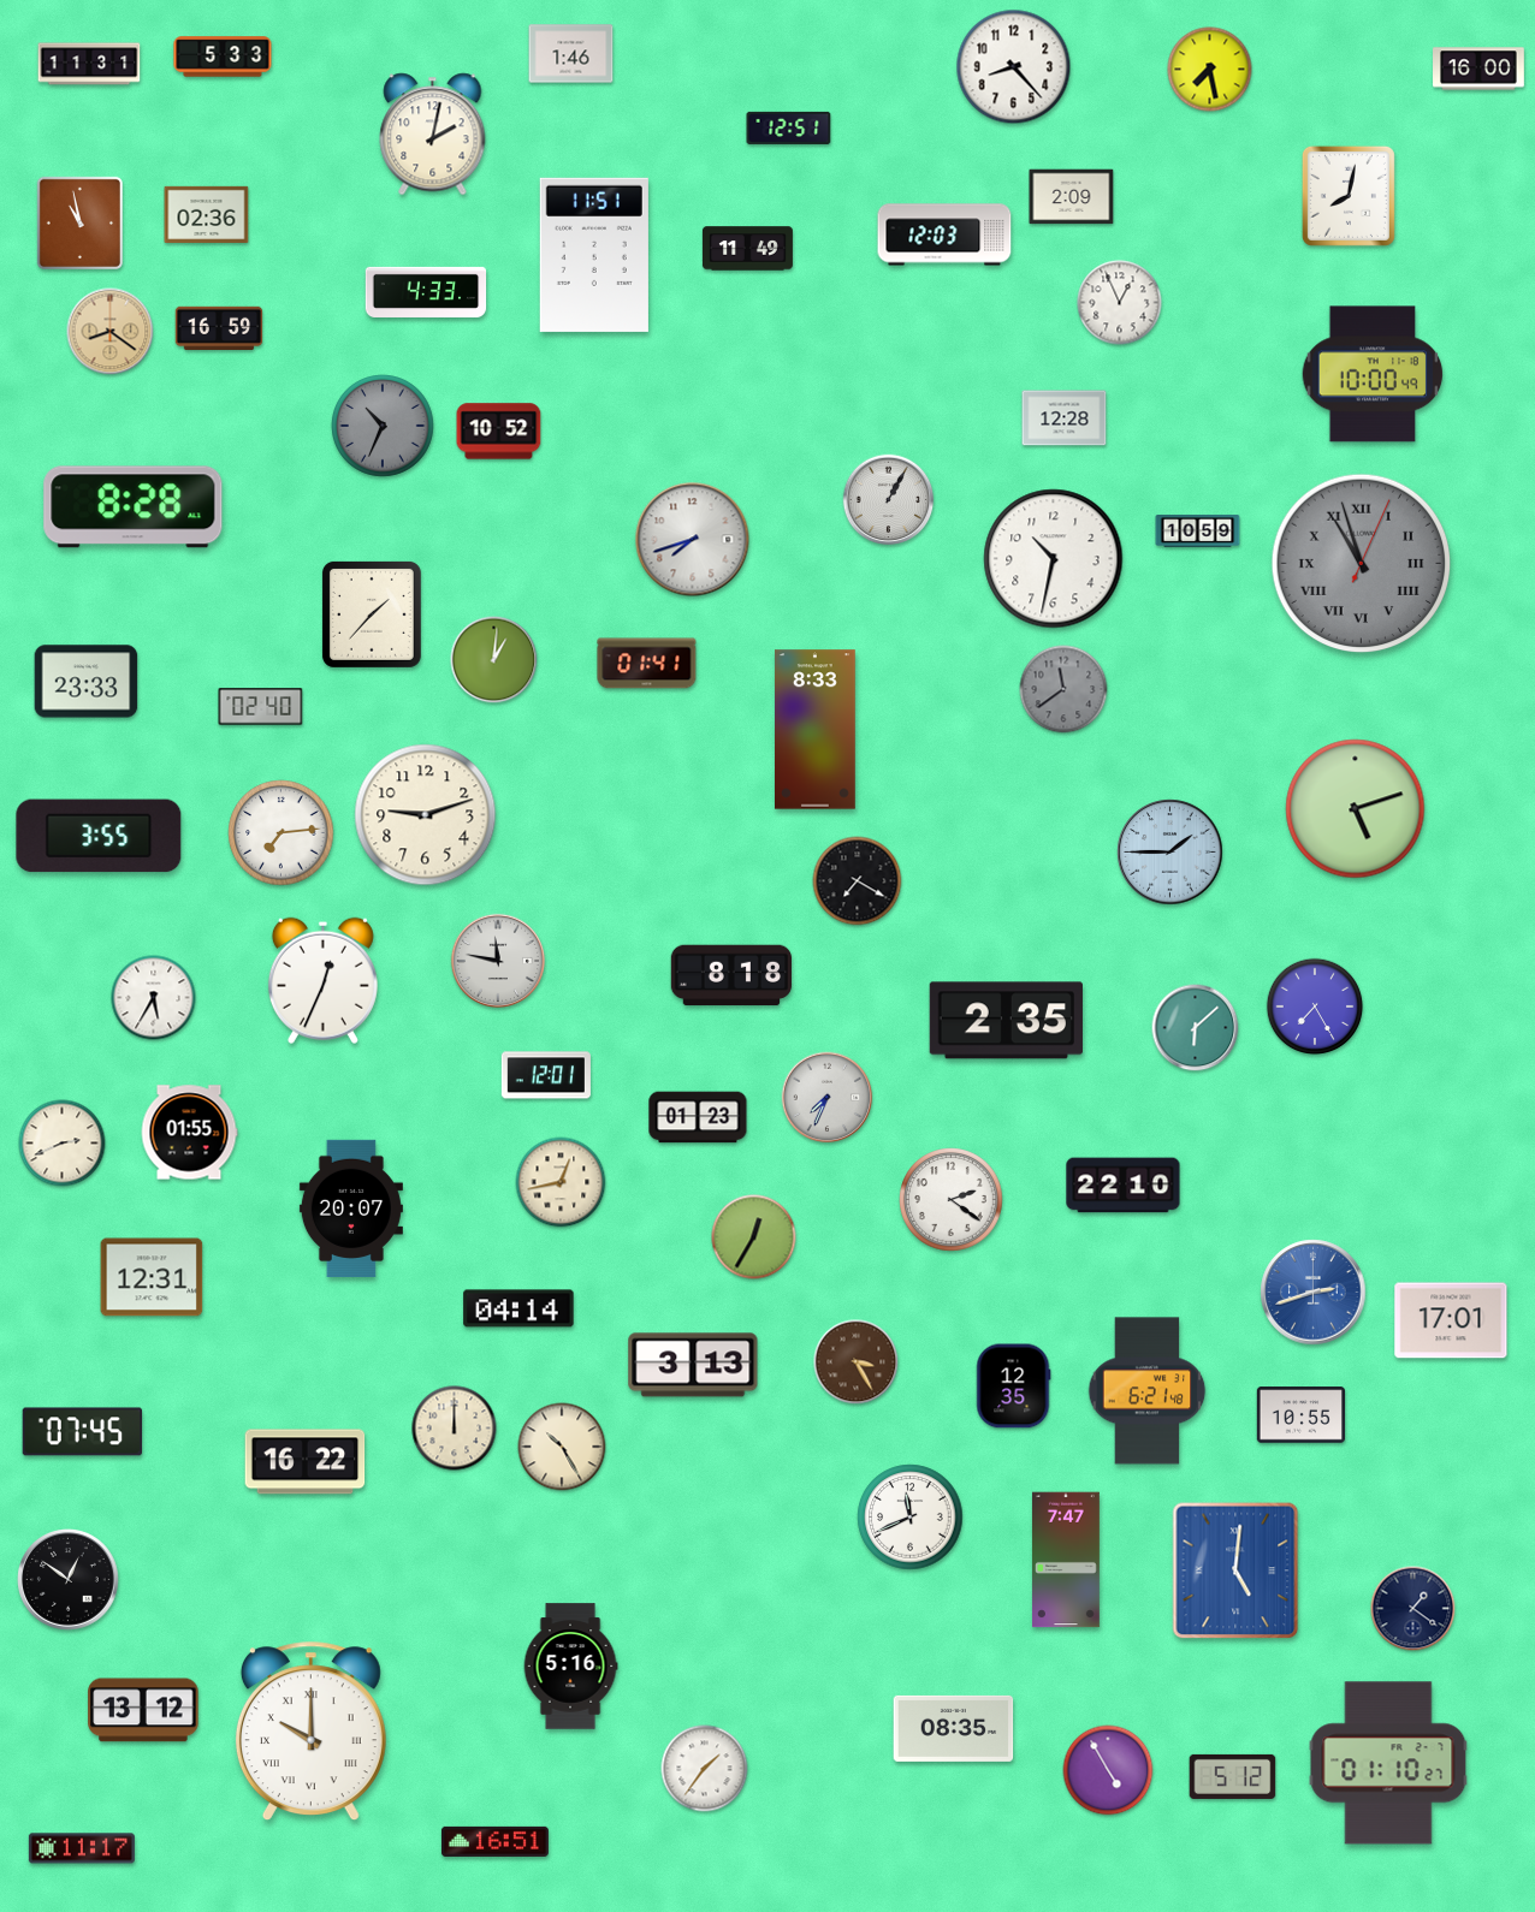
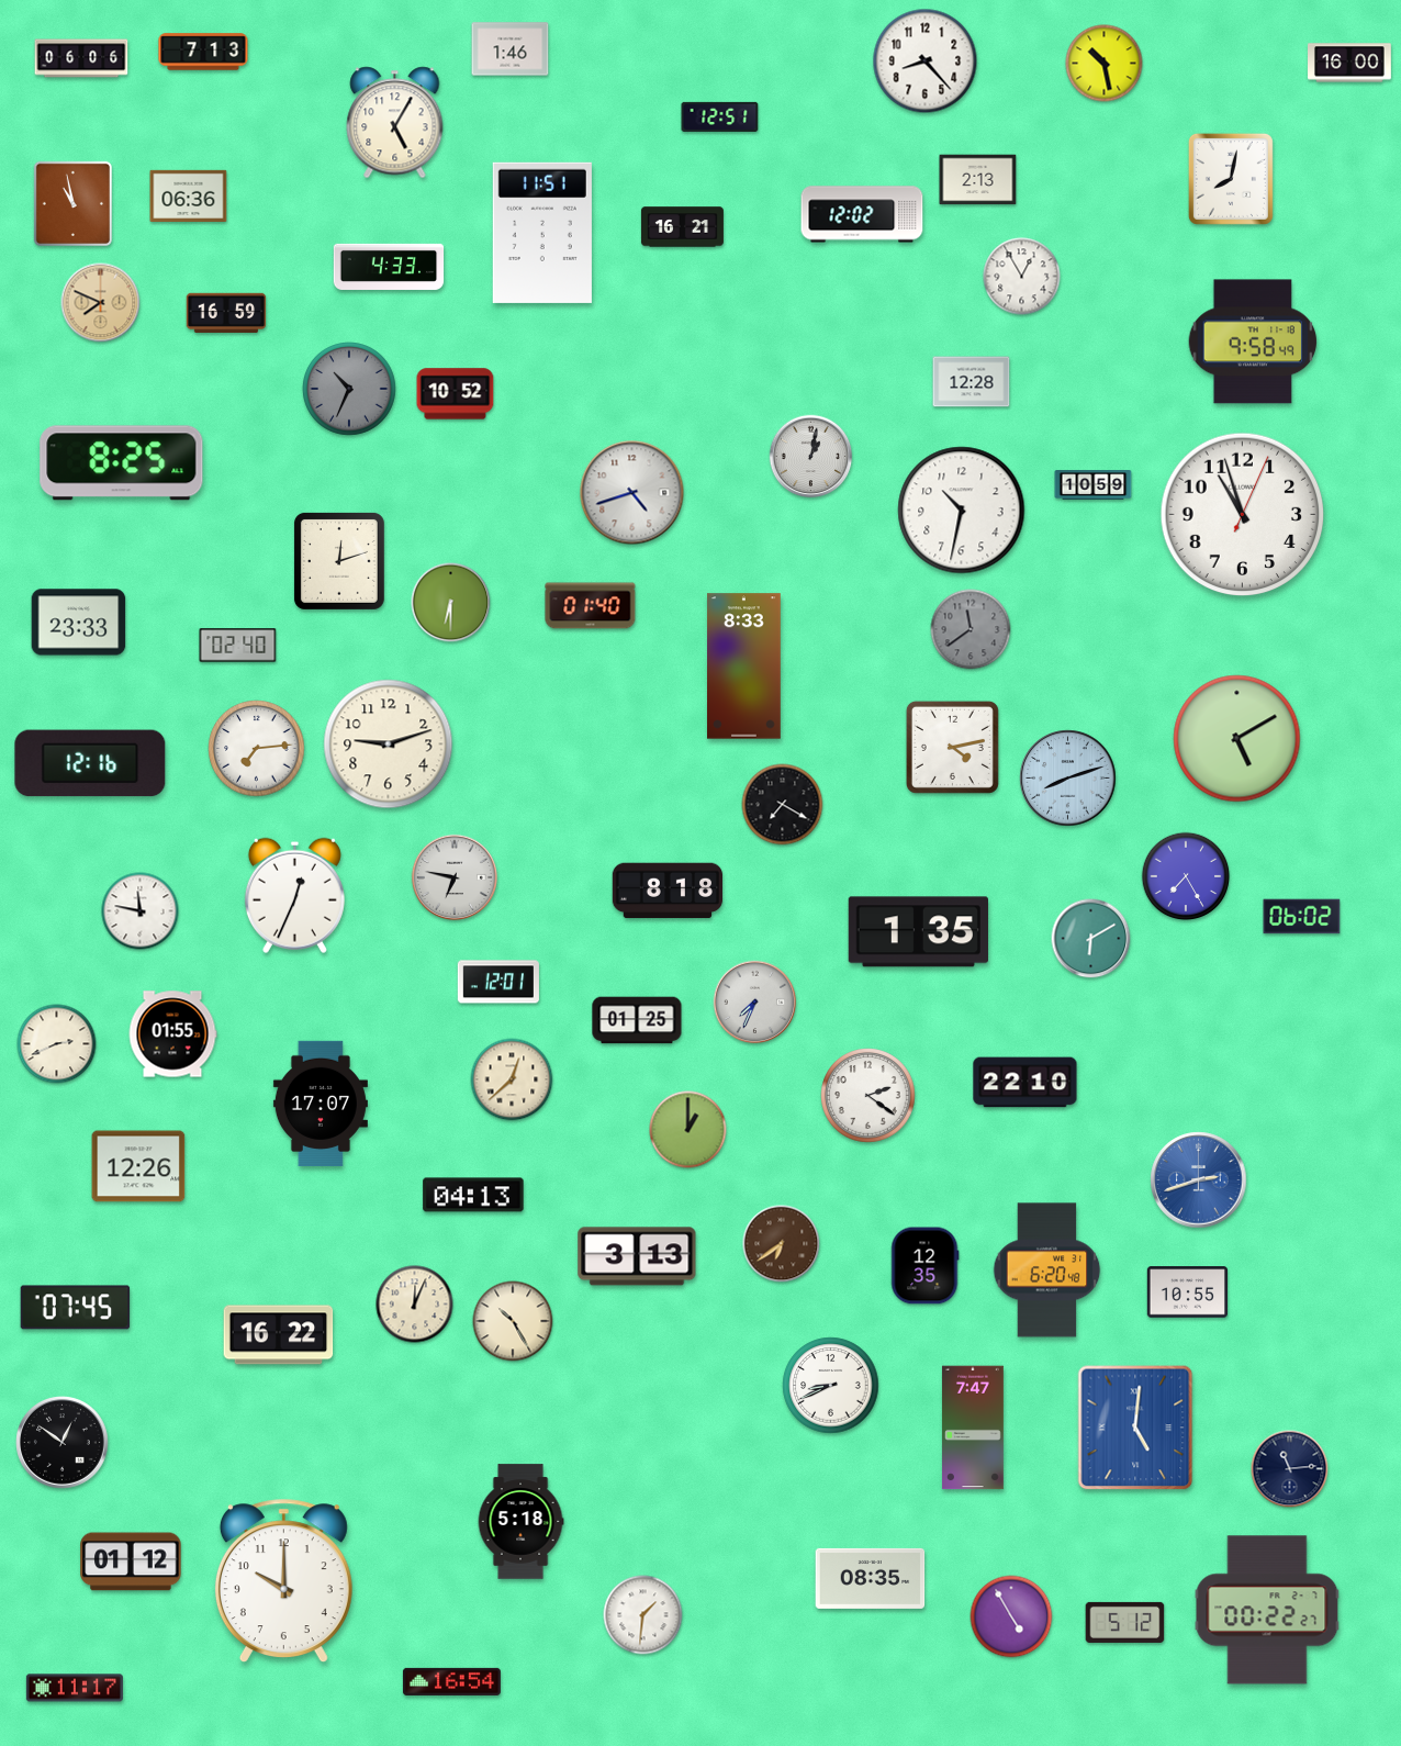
clock at (571, 54) position: (571, 54) -> (511, 49)
clock at (223, 57): 5:33 -> 7:13
clock at (89, 64): 11:31 -> 06:06
clock at (1210, 70): 7:28 -> 10:28
clock at (433, 135): 2:02 -> 5:05
clock at (1072, 197): 2:09 -> 2:13
clock at (207, 214): 02:36 -> 06:36
clock at (944, 234): 12:03 -> 12:02
clock at (747, 249): 11:49 -> 16:21
clock at (1120, 303): 12:56 -> 12:55
clock at (219, 327) position: (219, 327) -> (226, 312)
clock at (111, 332): 8:21 -> 7:49
clock at (1373, 374): 10:00 -> 9:58
clock at (889, 500): 1:05 -> 1:02
clock at (134, 507): 8:28 -> 8:25
clock at (693, 540): 7:42 -> 4:42
clock at (1362, 564) dial: grey -> white
clock at (1362, 564) numerals: Roman -> Arabic
clock at (372, 614): 1:37 -> 12:12
clock at (494, 660): 1:01 -> 6:30
clock at (647, 664): 01:41 -> 01:40
clock at (1356, 809): 5:12 -> 5:10
clock at (952, 747): none -> 4:13
clock at (281, 833) position: (281, 833) -> (257, 749)
clock at (99, 836): 3:55 -> 12:16
clock at (1170, 853): 1:45 -> 8:12
clock at (497, 960): 11:47 -> 6:47
clock at (154, 998): 5:35 -> 11:47
clock at (1302, 917): none -> 06:02
clock at (1315, 1007) position: (1315, 1007) -> (1186, 876)
clock at (1006, 1021): 2:35 -> 1:35
clock at (1196, 1028): 6:08 -> 6:10
clock at (698, 1117): 01:23 -> 01:25
clock at (561, 1182): 12:43 -> 12:38
clock at (351, 1207): 20:07 -> 17:07
clock at (754, 1237): 12:35 -> 1:00
clock at (152, 1277): 12:31 -> 12:26
clock at (518, 1308): 04:14 -> 04:13
clock at (1451, 1320): 17:01 -> none
clock at (857, 1362): 3:25 -> 6:39
clock at (693, 1365) position: (693, 1365) -> (637, 1256)
clock at (1148, 1391): 6:21 -> 6:20
clock at (455, 1429): 12:00 -> 12:04
clock at (911, 1518): 11:41 -> 8:41
clock at (1066, 1560) position: (1066, 1560) -> (973, 1428)
clock at (1235, 1570) position: (1235, 1570) -> (1135, 1428)
clock at (1413, 1609): 1:21 -> 11:14
clock at (570, 1667): 5:16 -> 5:18
clock at (143, 1710): 13:12 -> 01:12
clock at (310, 1732) numerals: Roman -> Arabic
clock at (1388, 1763): 01:10 -> 00:22
clock at (705, 1769): 1:36 -> 1:31
clock at (494, 1841): 16:51 -> 16:54
